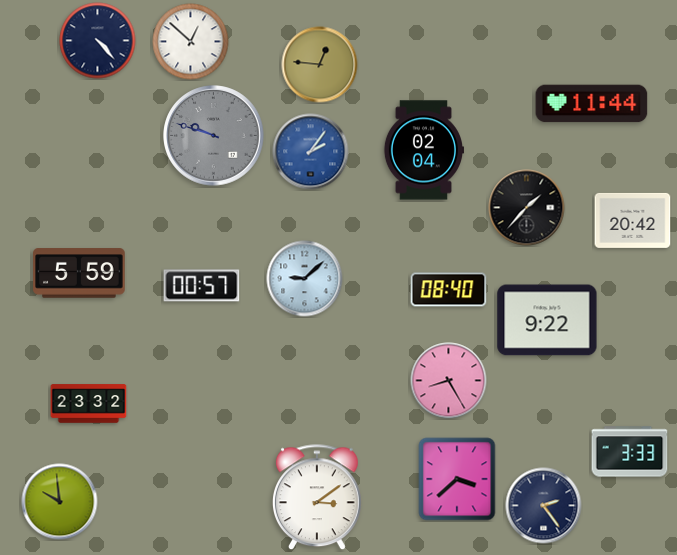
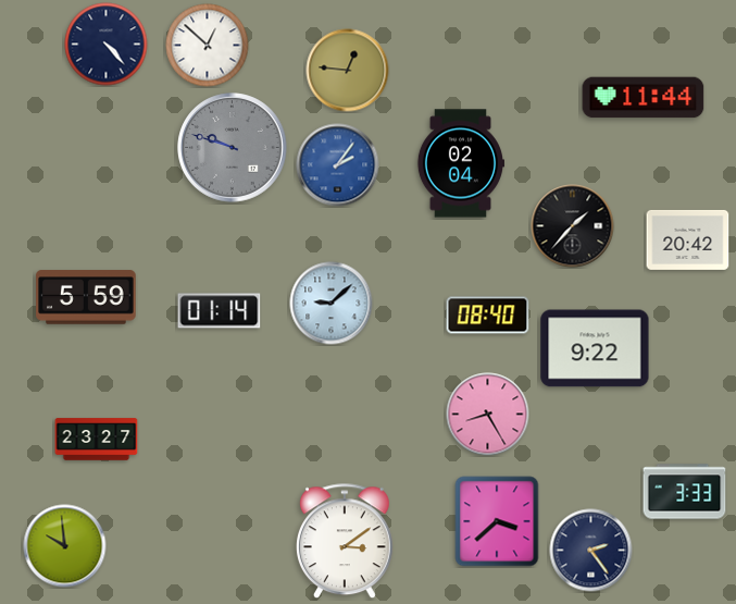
clock at (592, 104) position: (592, 104) -> (644, 98)
clock at (202, 286): 00:57 -> 01:14
clock at (89, 404): 23:32 -> 23:27
